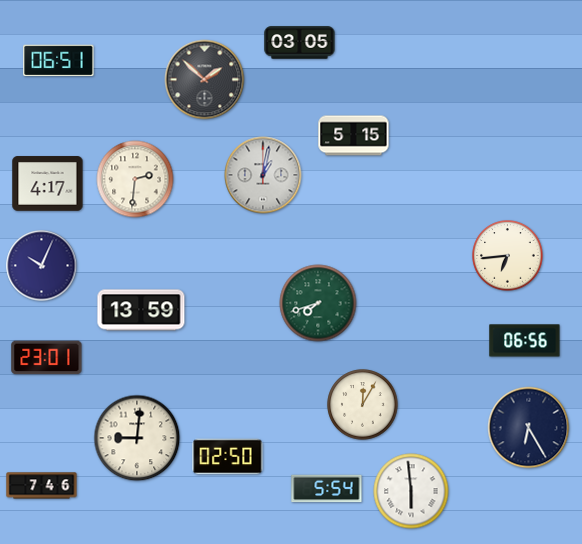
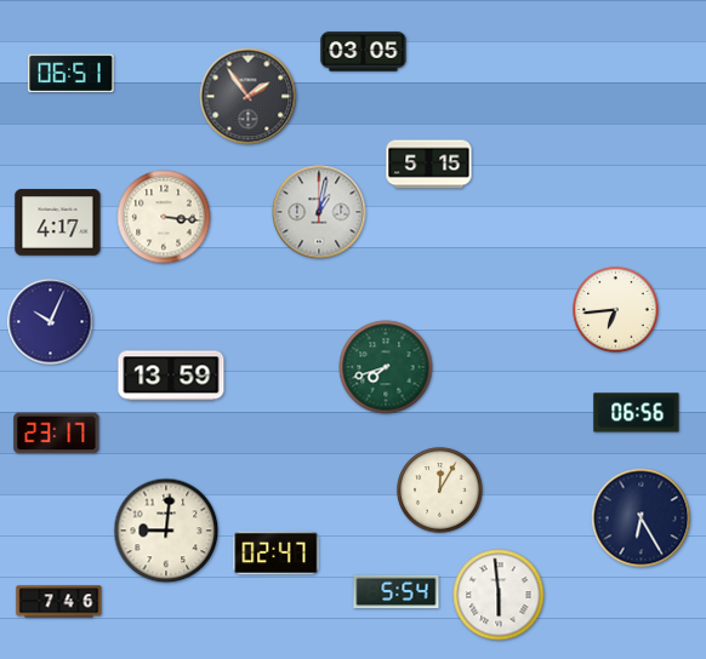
clock at (205, 80): 1:52 -> 1:54
clock at (135, 179): 2:31 -> 3:16
clock at (47, 358): 23:01 -> 23:17
clock at (228, 457): 02:50 -> 02:47
clock at (42, 486) position: (42, 486) -> (59, 602)
